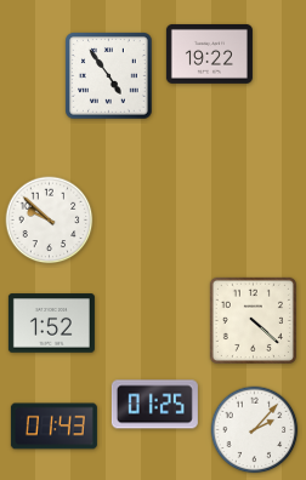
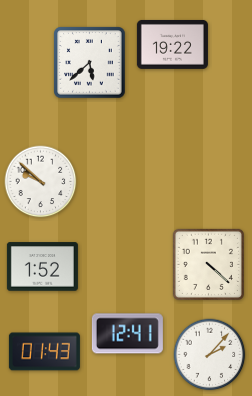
clock at (109, 76): 4:54 -> 5:38
clock at (154, 405): 01:25 -> 12:41
